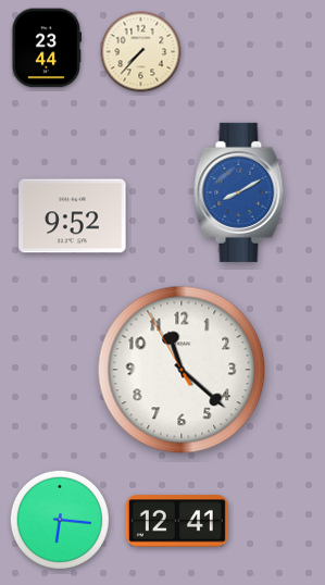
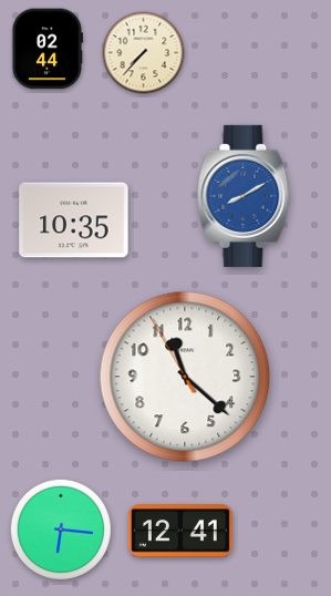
clock at (47, 48): 23:44 -> 02:44
clock at (73, 216): 9:52 -> 10:35
